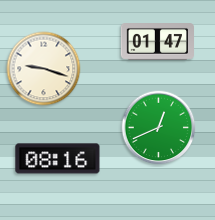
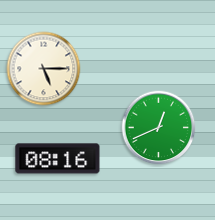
clock at (158, 42): 01:47 -> none
clock at (44, 69): 9:18 -> 5:15
